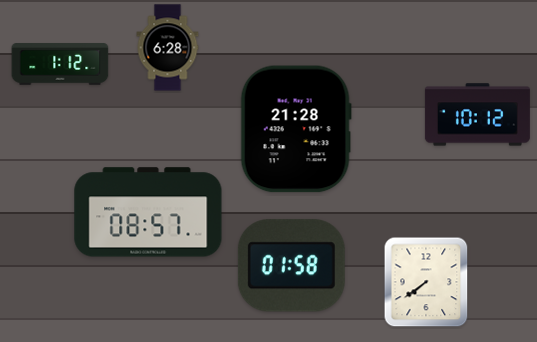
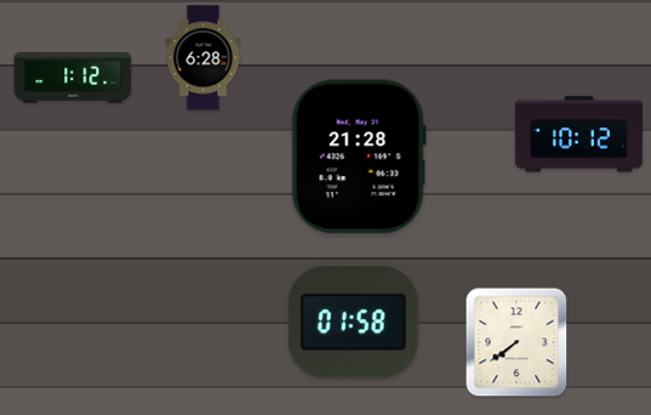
clock at (477, 115) position: (477, 115) -> (578, 135)
clock at (148, 212): 08:57 -> none
